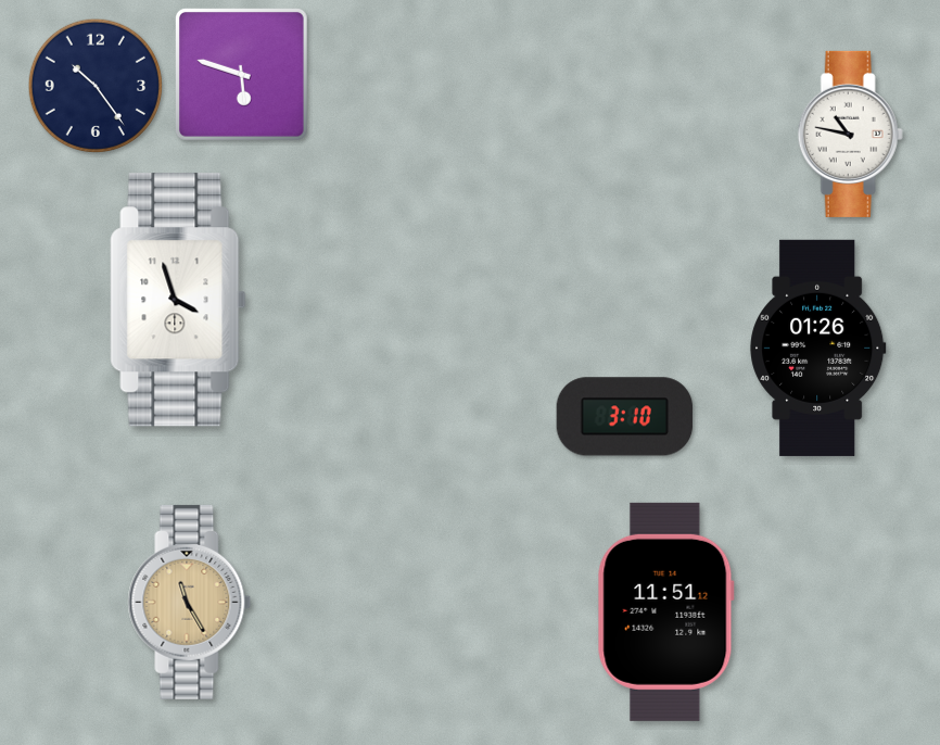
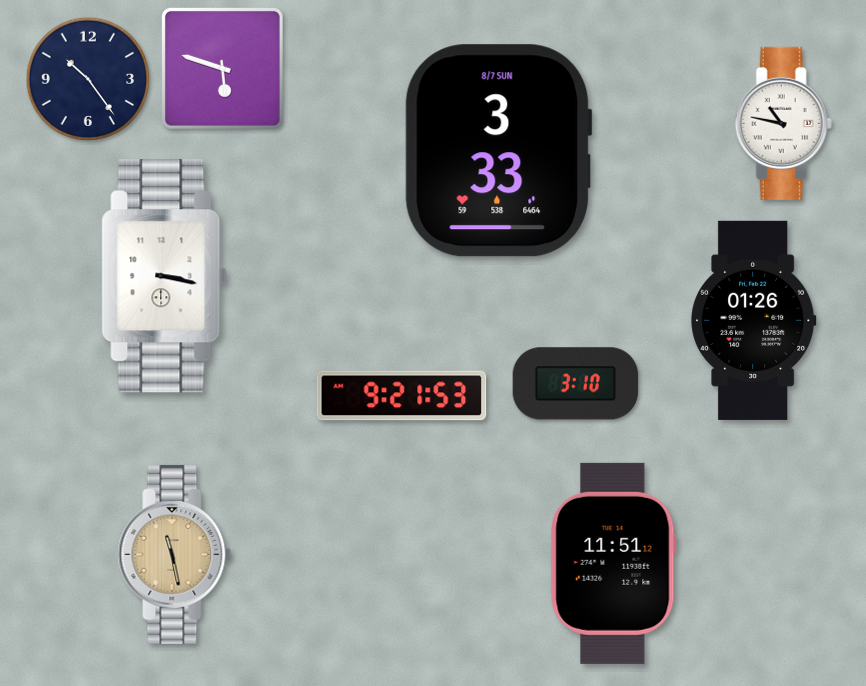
clock at (498, 151): none -> 3:33
clock at (178, 300): 3:57 -> 3:17
clock at (402, 396): none -> 9:21
clock at (190, 602): 11:25 -> 11:28
